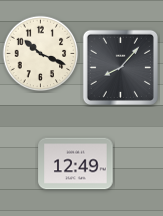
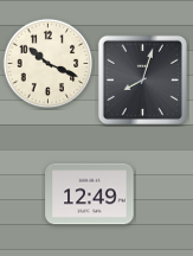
clock at (120, 67): 8:07 -> 8:03
